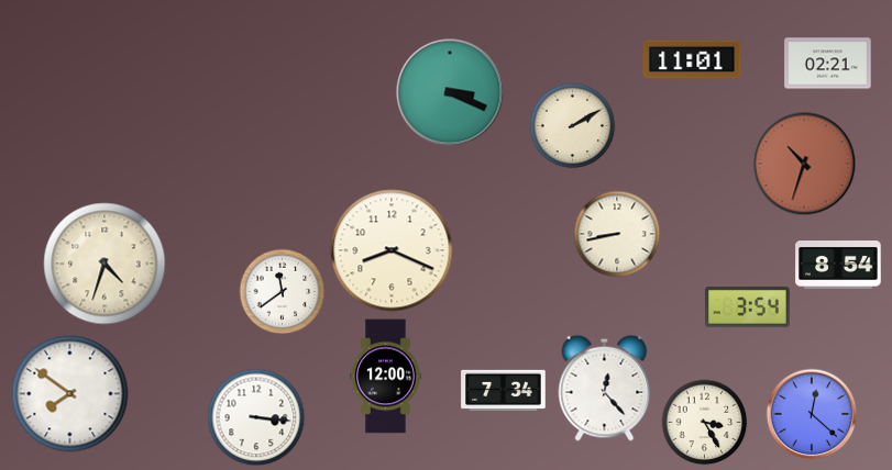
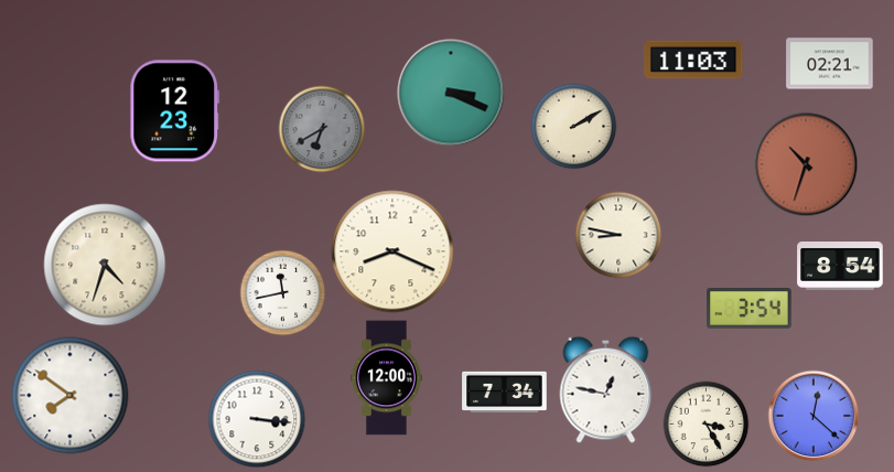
clock at (692, 59): 11:01 -> 11:03
clock at (175, 111): none -> 12:23
clock at (322, 129): none -> 6:40
clock at (617, 234): 8:43 -> 8:47
clock at (282, 291): 11:39 -> 11:43
clock at (605, 388): 12:23 -> 12:47
